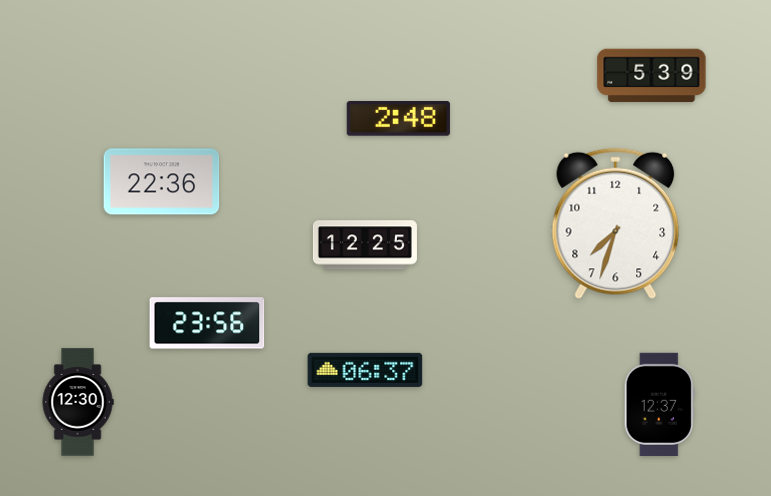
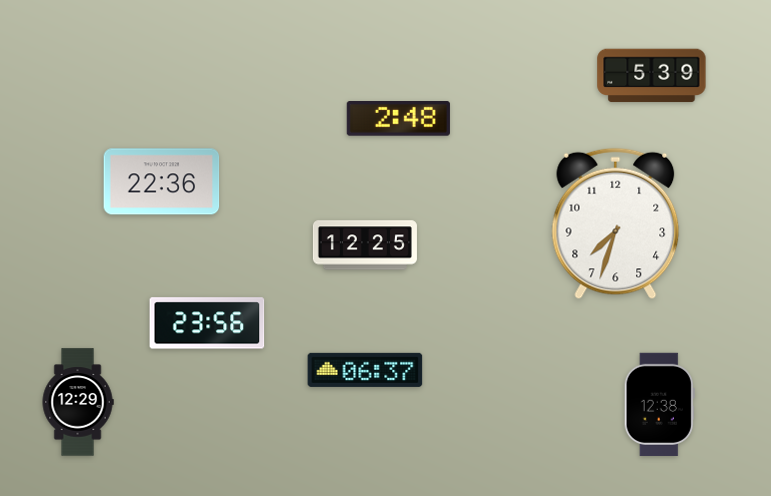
clock at (78, 402): 12:30 -> 12:29
clock at (659, 404): 12:37 -> 12:38
